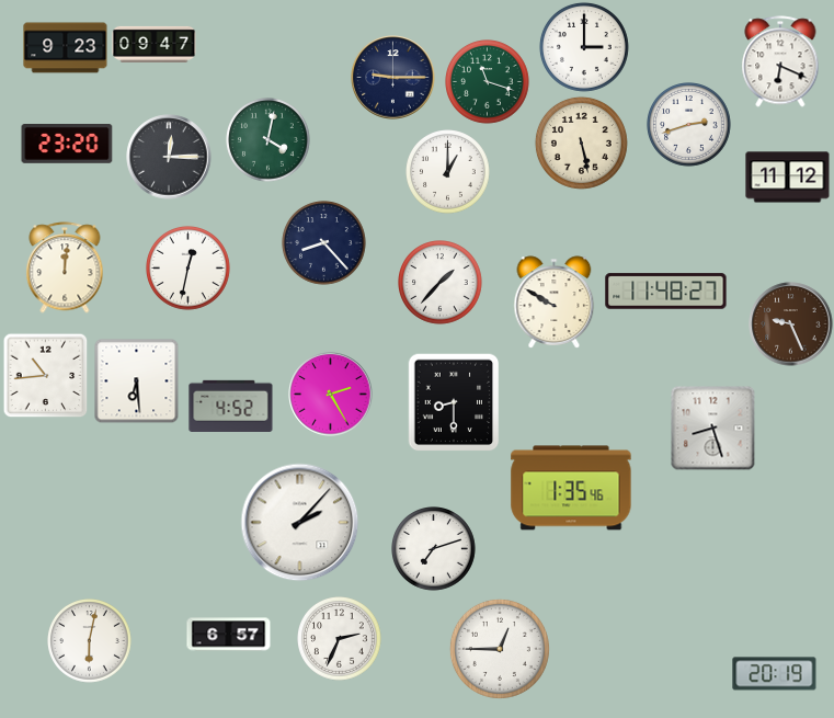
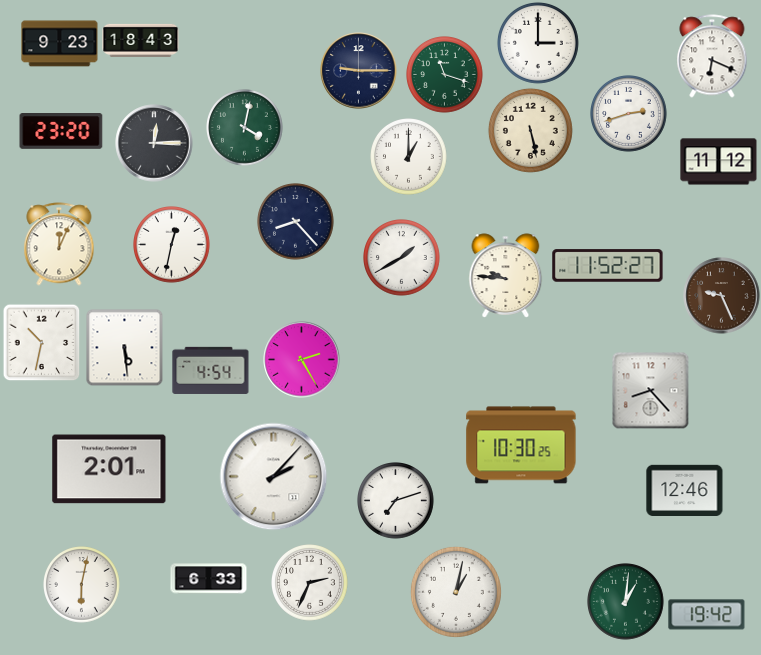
clock at (155, 44): 09:47 -> 18:43
clock at (584, 47) position: (584, 47) -> (538, 43)
clock at (65, 267): 12:01 -> 12:04
clock at (441, 283): 1:37 -> 1:40
clock at (666, 292): 11:48 -> 11:52
clock at (555, 303): 9:50 -> 9:46
clock at (45, 375): 10:44 -> 10:32
clock at (136, 380): 6:29 -> 5:29
clock at (454, 402): 8:30 -> none
clock at (231, 406): 4:52 -> 4:54
clock at (713, 429): 8:27 -> 8:23
clock at (571, 488): 1:35 -> 10:30
clock at (109, 469): none -> 2:01
clock at (685, 490): none -> 12:46
clock at (229, 635): 6:57 -> 6:33
clock at (500, 649): 12:45 -> 1:02
clock at (626, 602): none -> 1:01
clock at (775, 674): 20:19 -> 19:42
